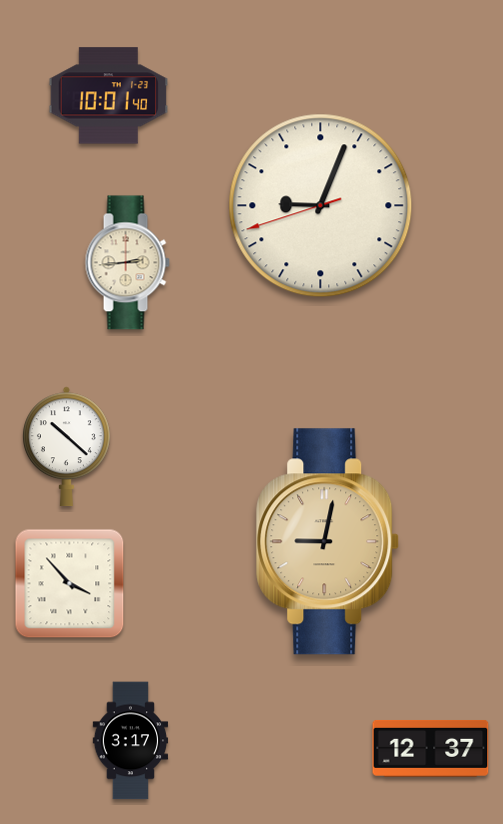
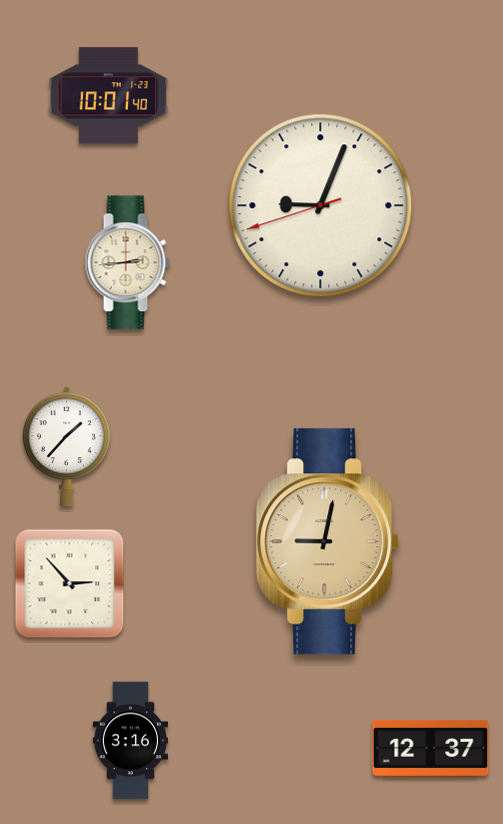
clock at (66, 447): 10:22 -> 1:37
clock at (70, 584): 3:53 -> 2:53
clock at (131, 741): 3:17 -> 3:16
